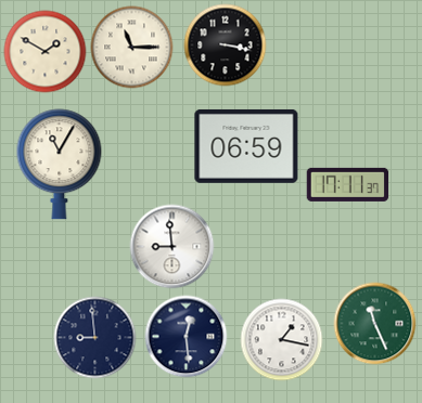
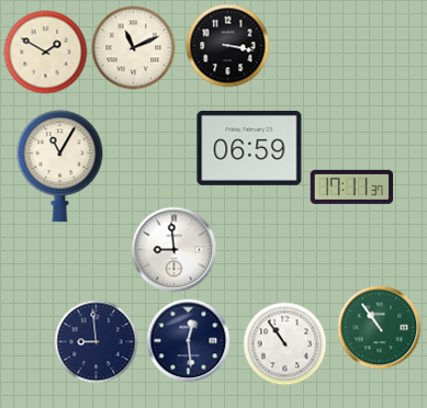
clock at (132, 48): 11:15 -> 11:11
clock at (375, 324): 11:26 -> 10:54
clock at (282, 340): 1:17 -> 10:54
